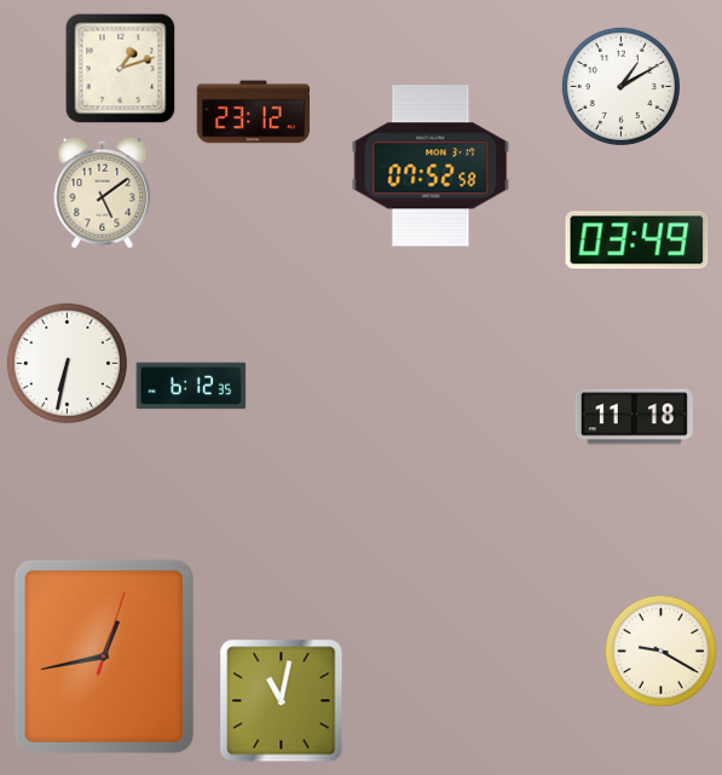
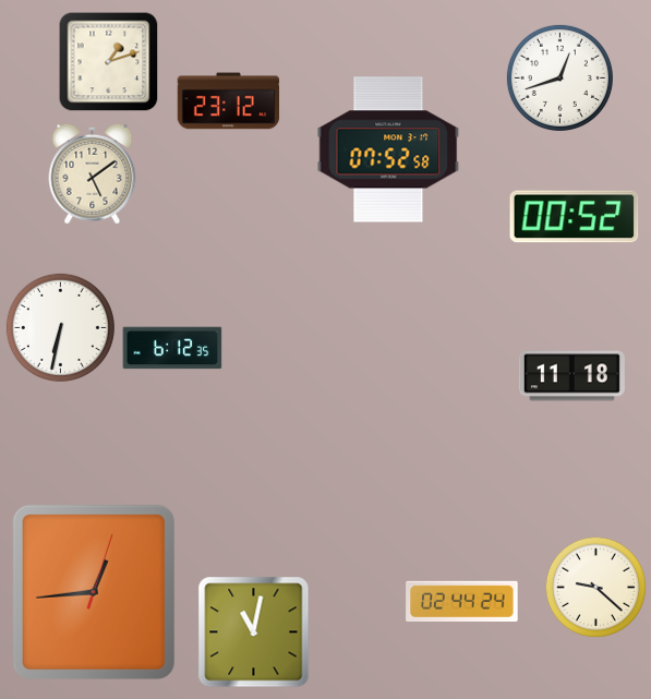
clock at (620, 86): 1:10 -> 12:42
clock at (637, 241): 03:49 -> 00:52
clock at (660, 650): 9:20 -> 9:22
clock at (104, 657): 12:43 -> 12:44
clock at (462, 601): none -> 02:44
